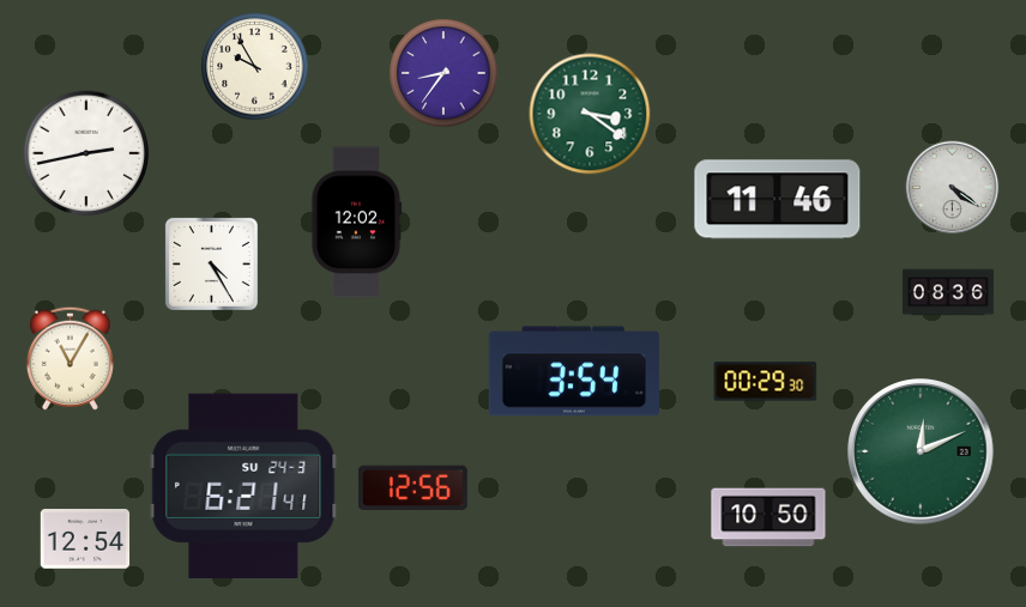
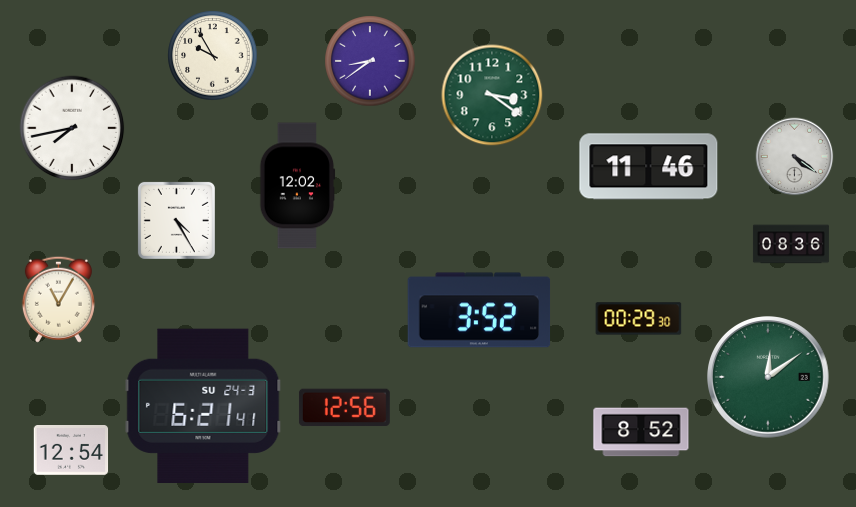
clock at (443, 73): 8:36 -> 8:39
clock at (86, 153): 2:43 -> 7:43
clock at (574, 371): 3:54 -> 3:52
clock at (921, 451): 12:11 -> 12:09
clock at (768, 517): 10:50 -> 8:52
